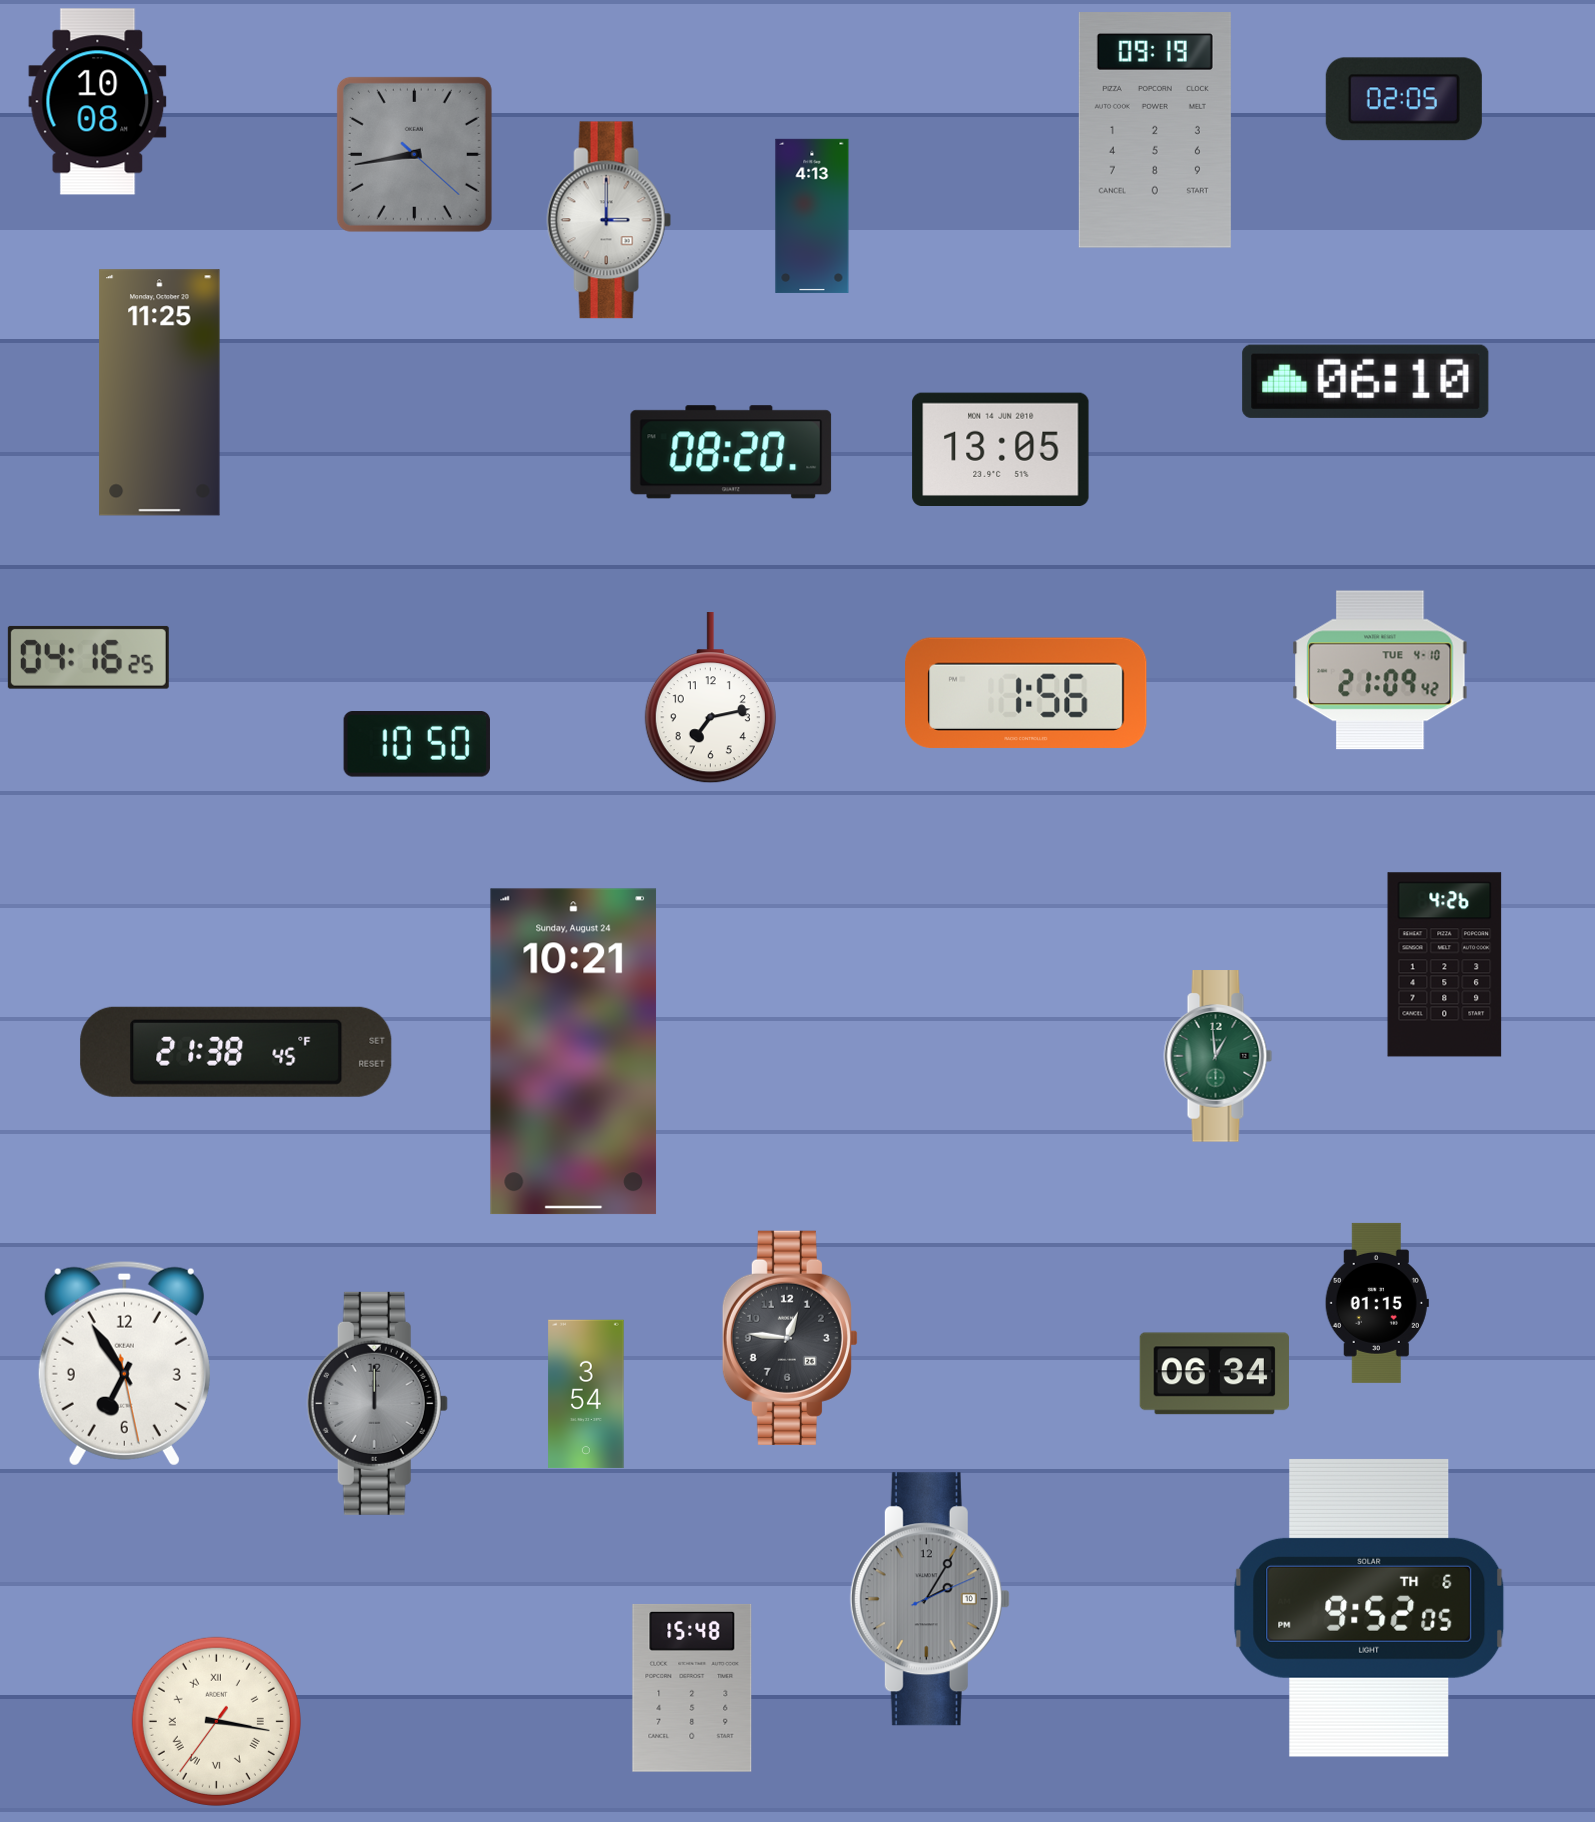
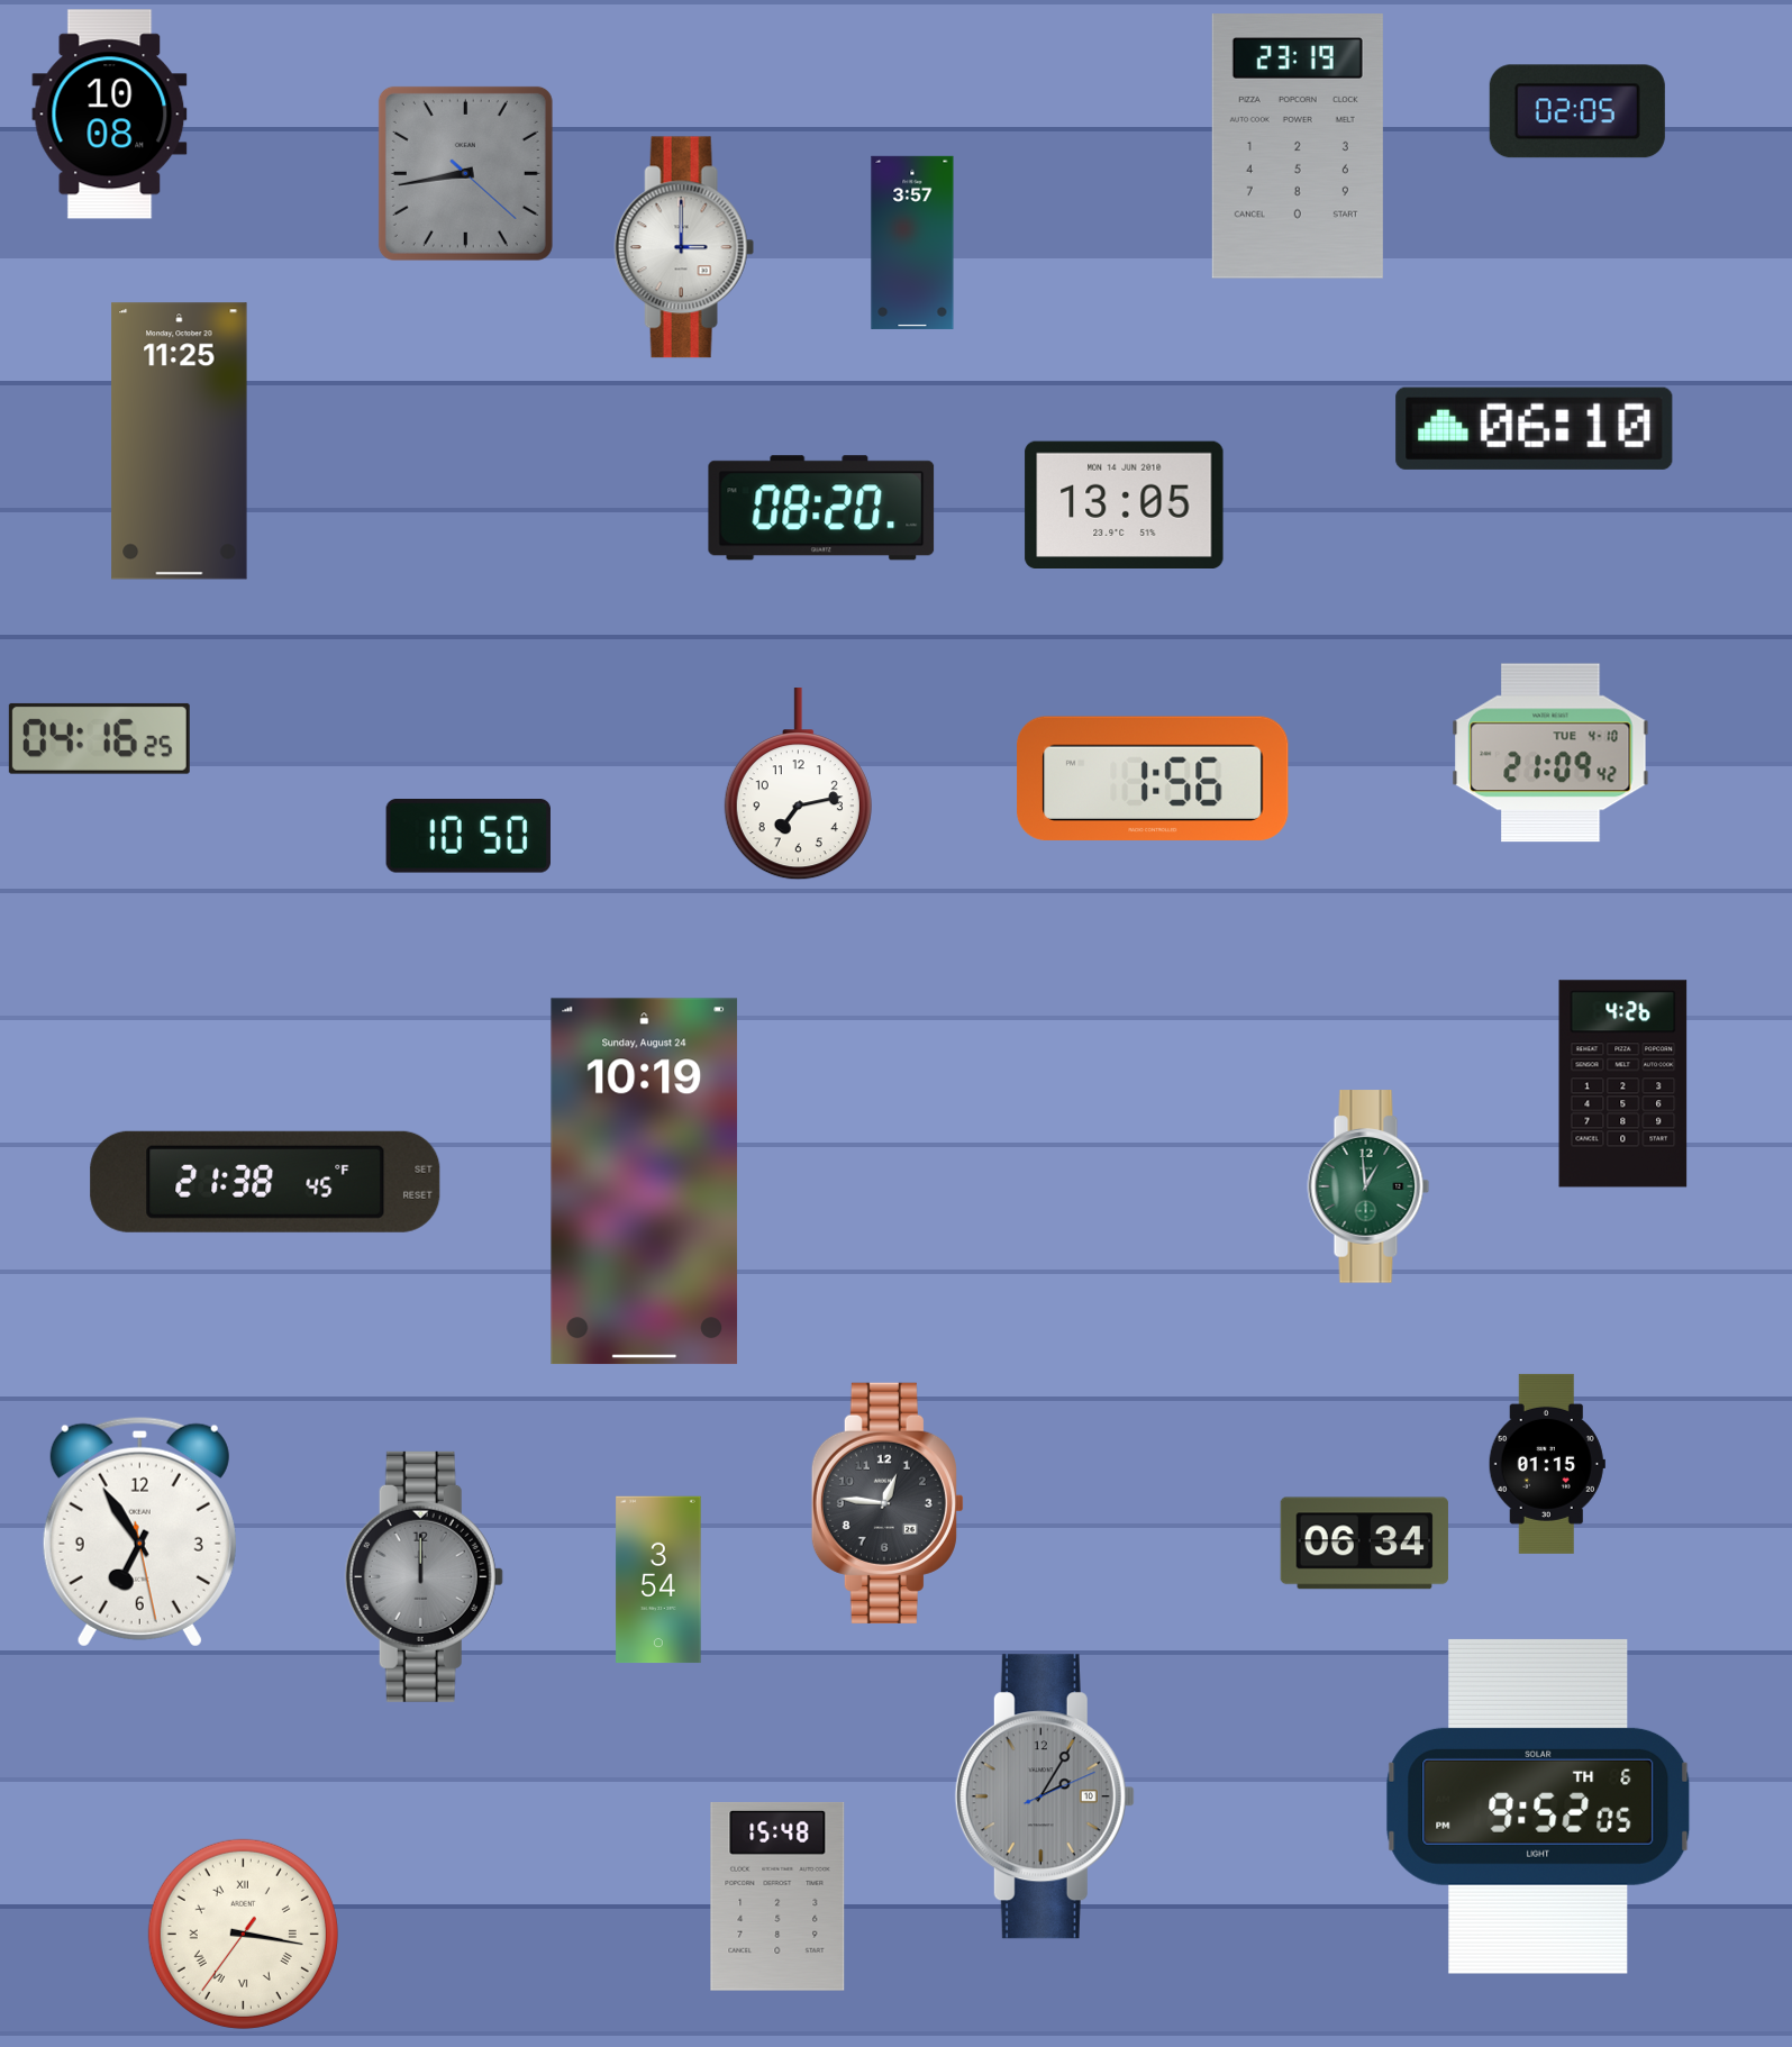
clock at (1155, 131): 09:19 -> 23:19
clock at (812, 216): 4:13 -> 3:57
clock at (574, 1052): 10:21 -> 10:19
clock at (586, 1394) position: (586, 1394) -> (658, 1580)
